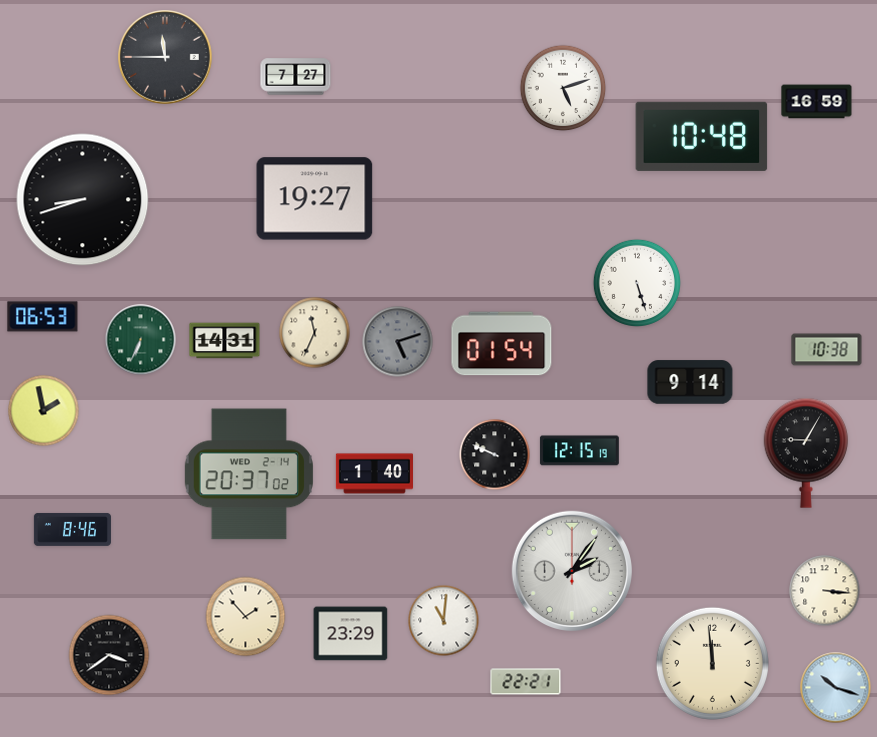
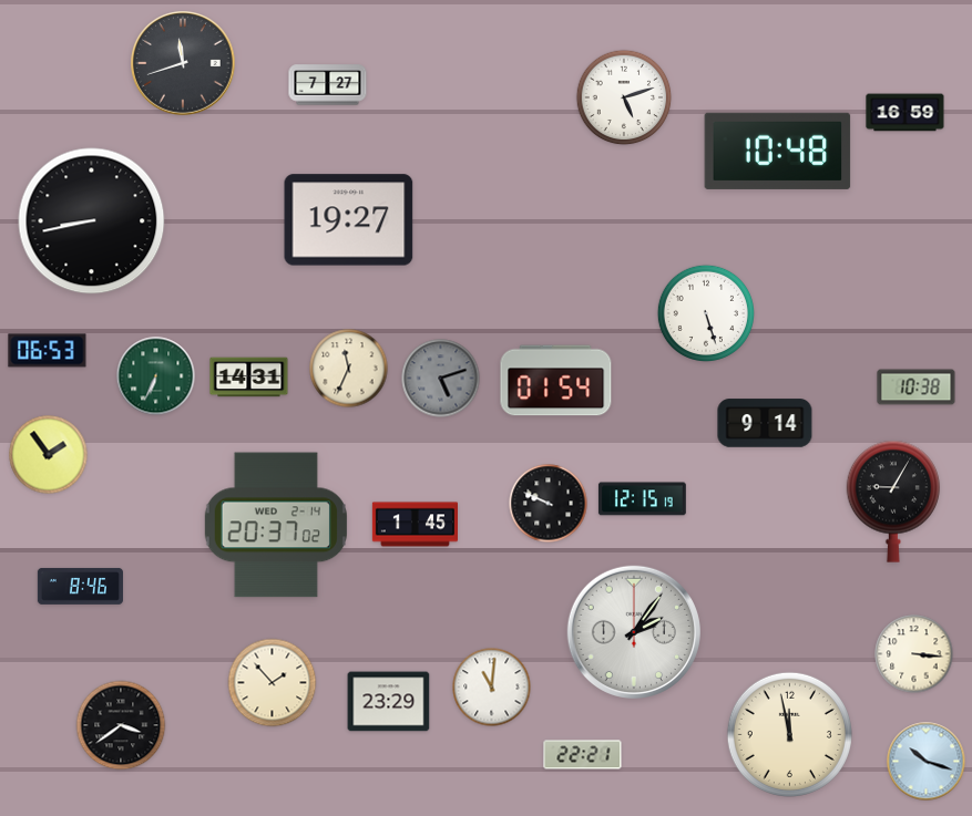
clock at (165, 57): 11:45 -> 11:42
clock at (83, 200): 8:42 -> 8:43
clock at (44, 411): 1:58 -> 1:54
clock at (374, 474): 1:40 -> 1:45
clock at (712, 663): 11:59 -> 11:58
